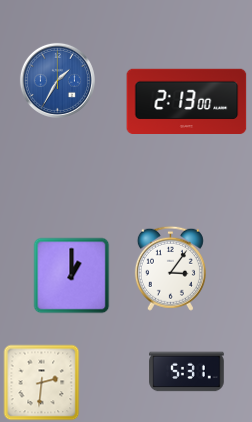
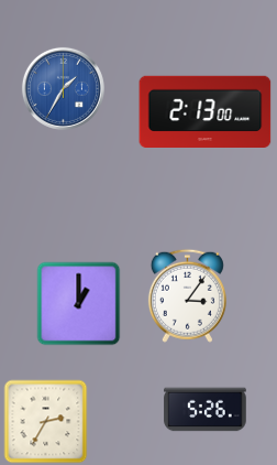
clock at (187, 372): 5:31 -> 5:26
clock at (42, 383): 2:31 -> 2:35
